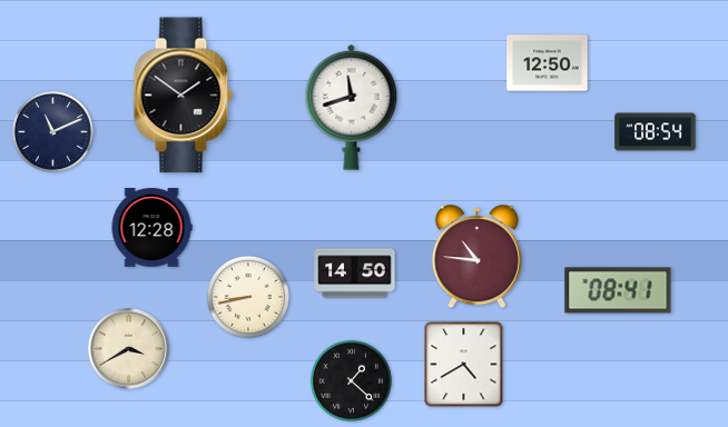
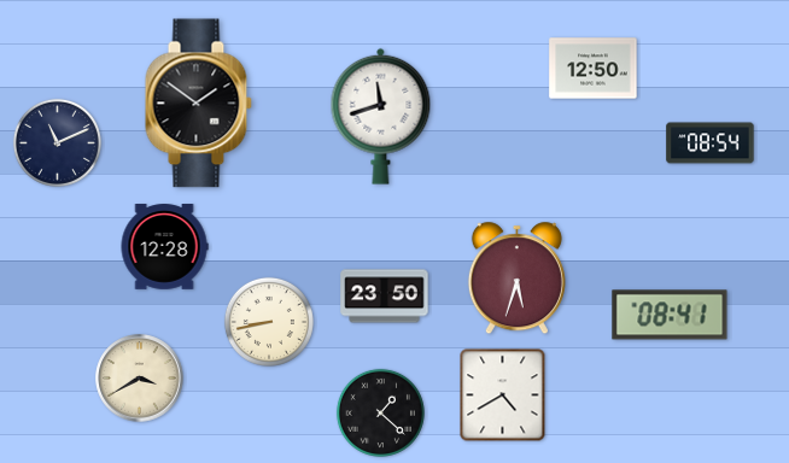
clock at (476, 257): 10:46 -> 5:33
clock at (355, 274): 14:50 -> 23:50
